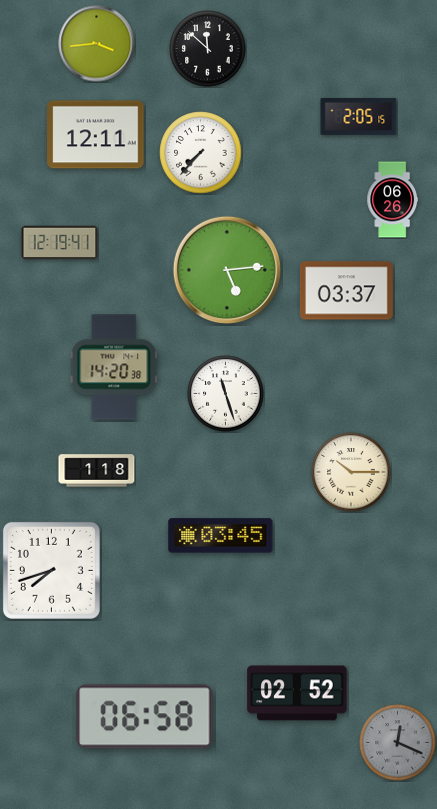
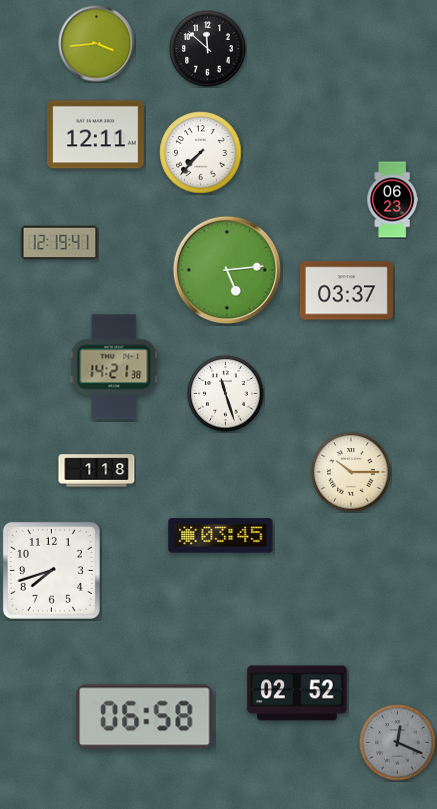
clock at (359, 116): 2:05 -> none
clock at (393, 200): 06:26 -> 06:23
clock at (114, 367): 14:20 -> 14:21
